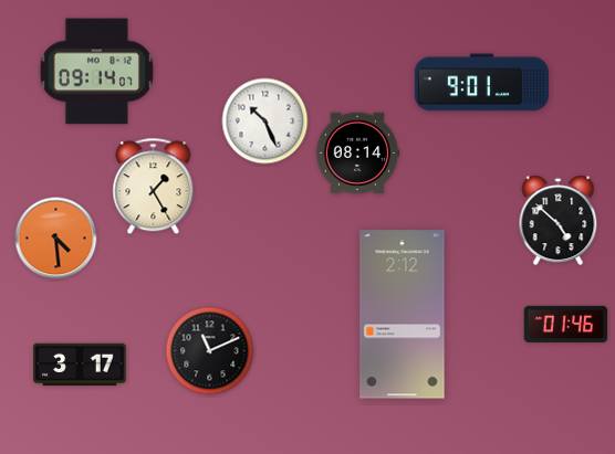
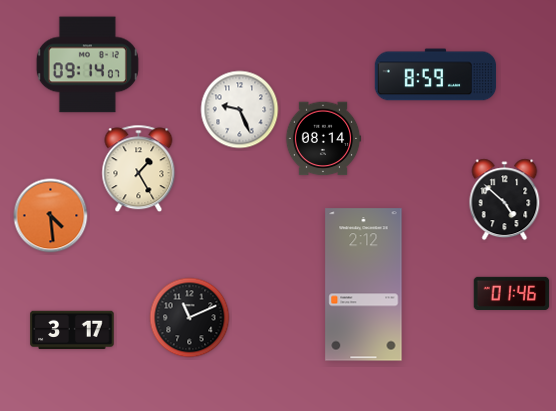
clock at (482, 83): 9:01 -> 8:59
clock at (265, 122): 10:26 -> 9:26
